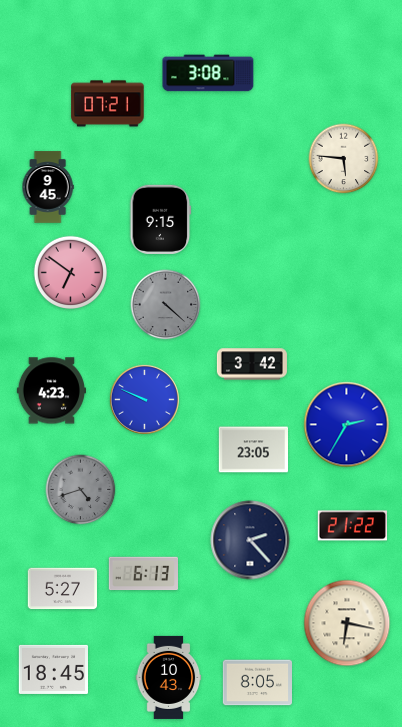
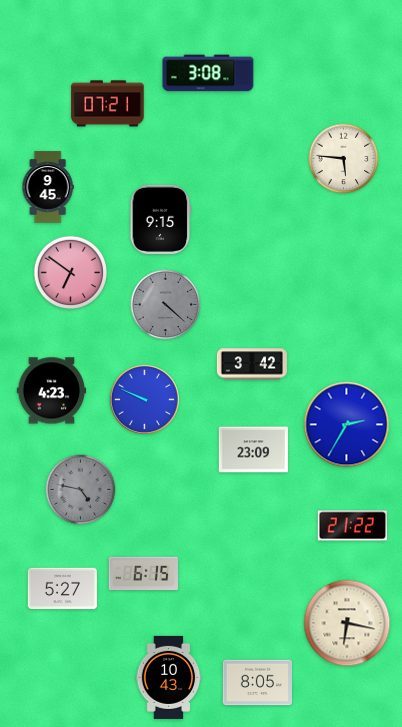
clock at (253, 450): 23:05 -> 23:09
clock at (81, 490): 4:42 -> 4:47
clock at (250, 540): 2:23 -> none
clock at (143, 574): 6:13 -> 6:15
clock at (53, 669): 18:45 -> none
